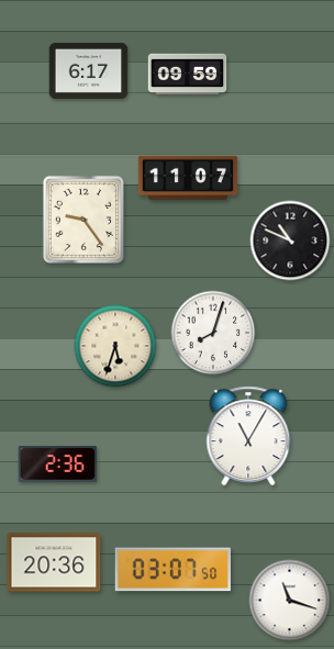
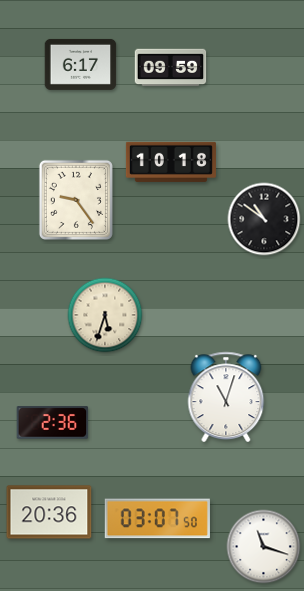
clock at (188, 178): 11:07 -> 10:18
clock at (290, 240): 10:49 -> 10:51
clock at (213, 333): 8:03 -> none
clock at (248, 435): 11:05 -> 11:03
